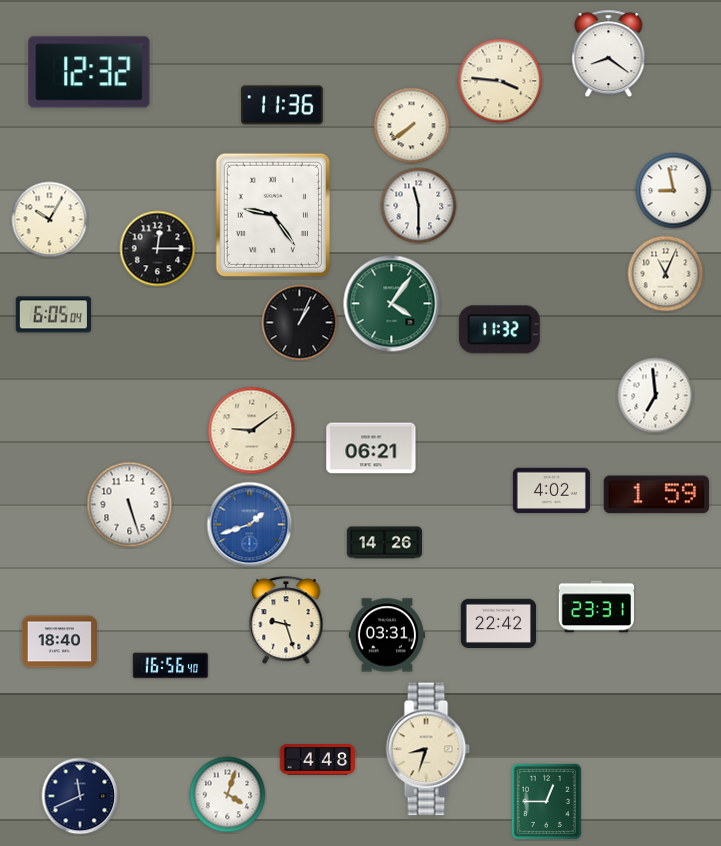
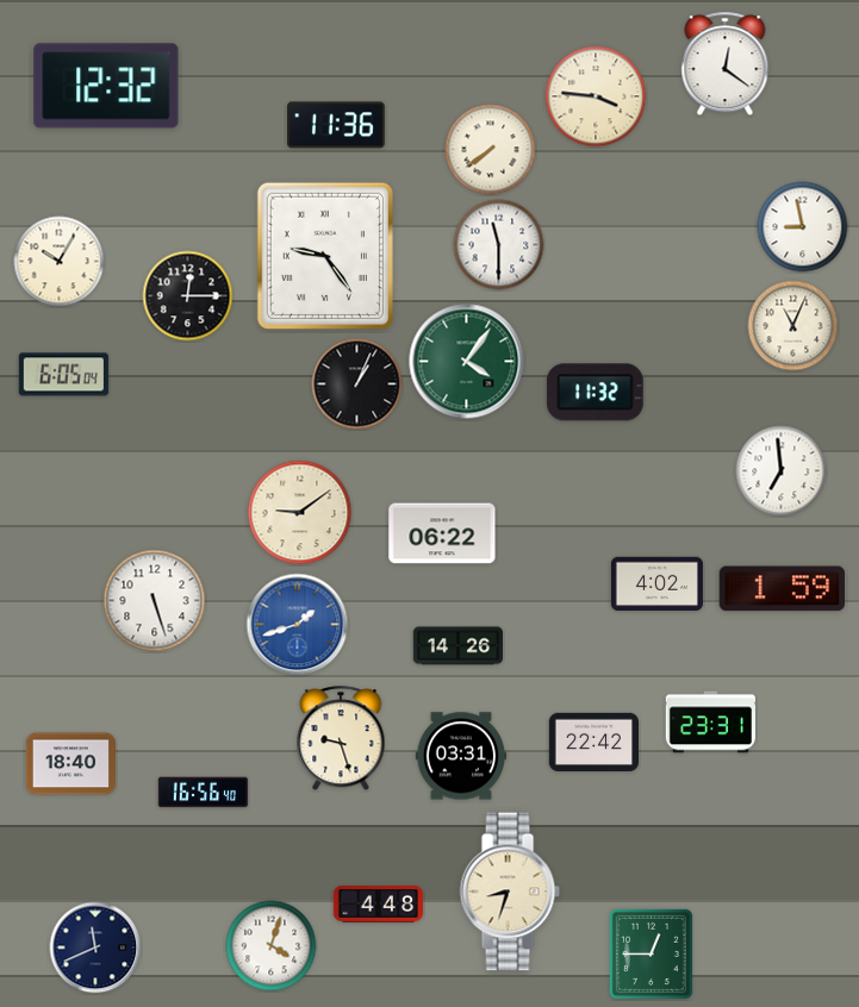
clock at (609, 54): 8:21 -> 12:21
clock at (371, 448): 06:21 -> 06:22
